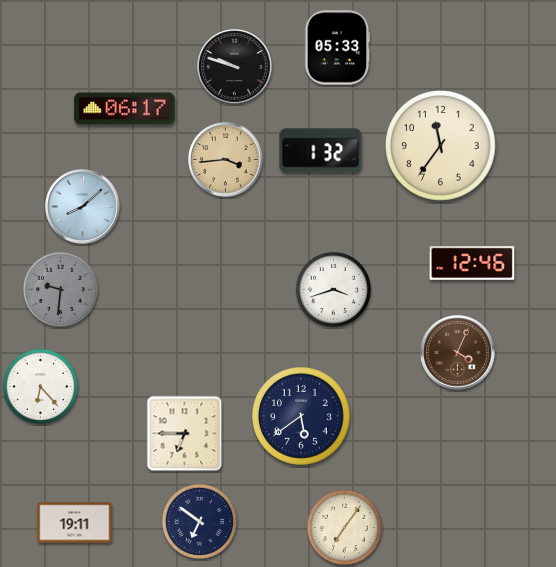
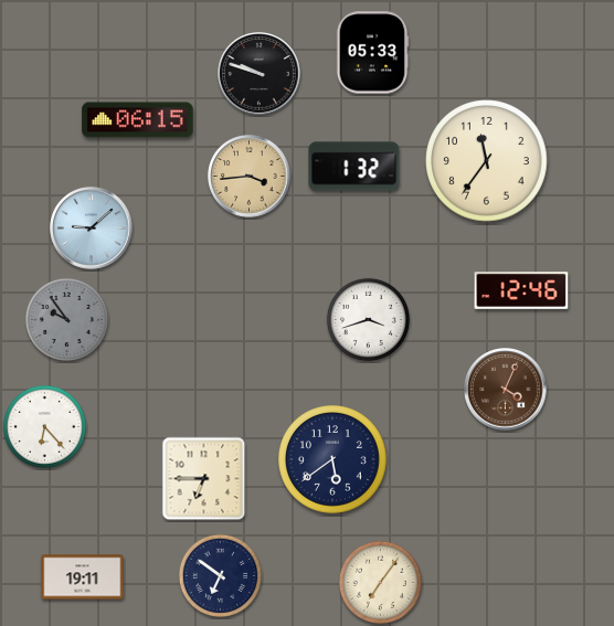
clock at (125, 109): 06:17 -> 06:15
clock at (83, 207): 8:08 -> 9:08
clock at (60, 289): 9:31 -> 9:54
